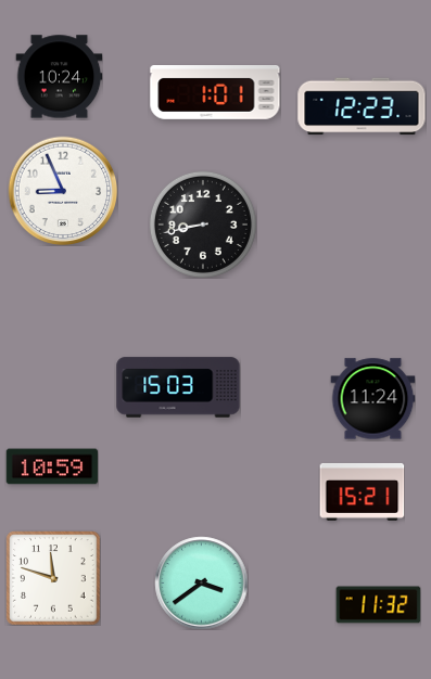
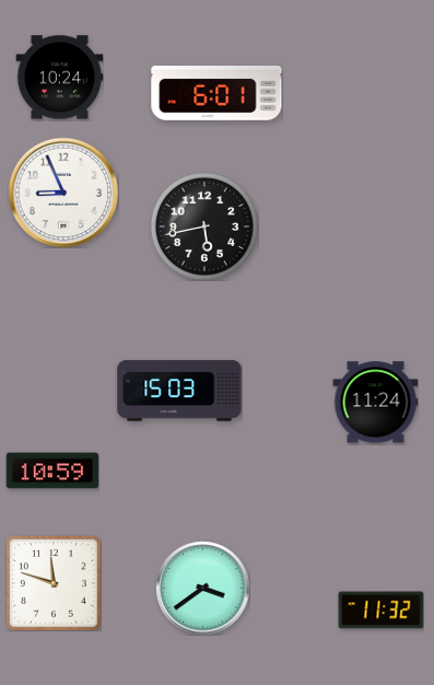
clock at (215, 93): 1:01 -> 6:01
clock at (362, 106): 12:23 -> none
clock at (203, 225): 8:43 -> 5:43
clock at (362, 491): 15:21 -> none
